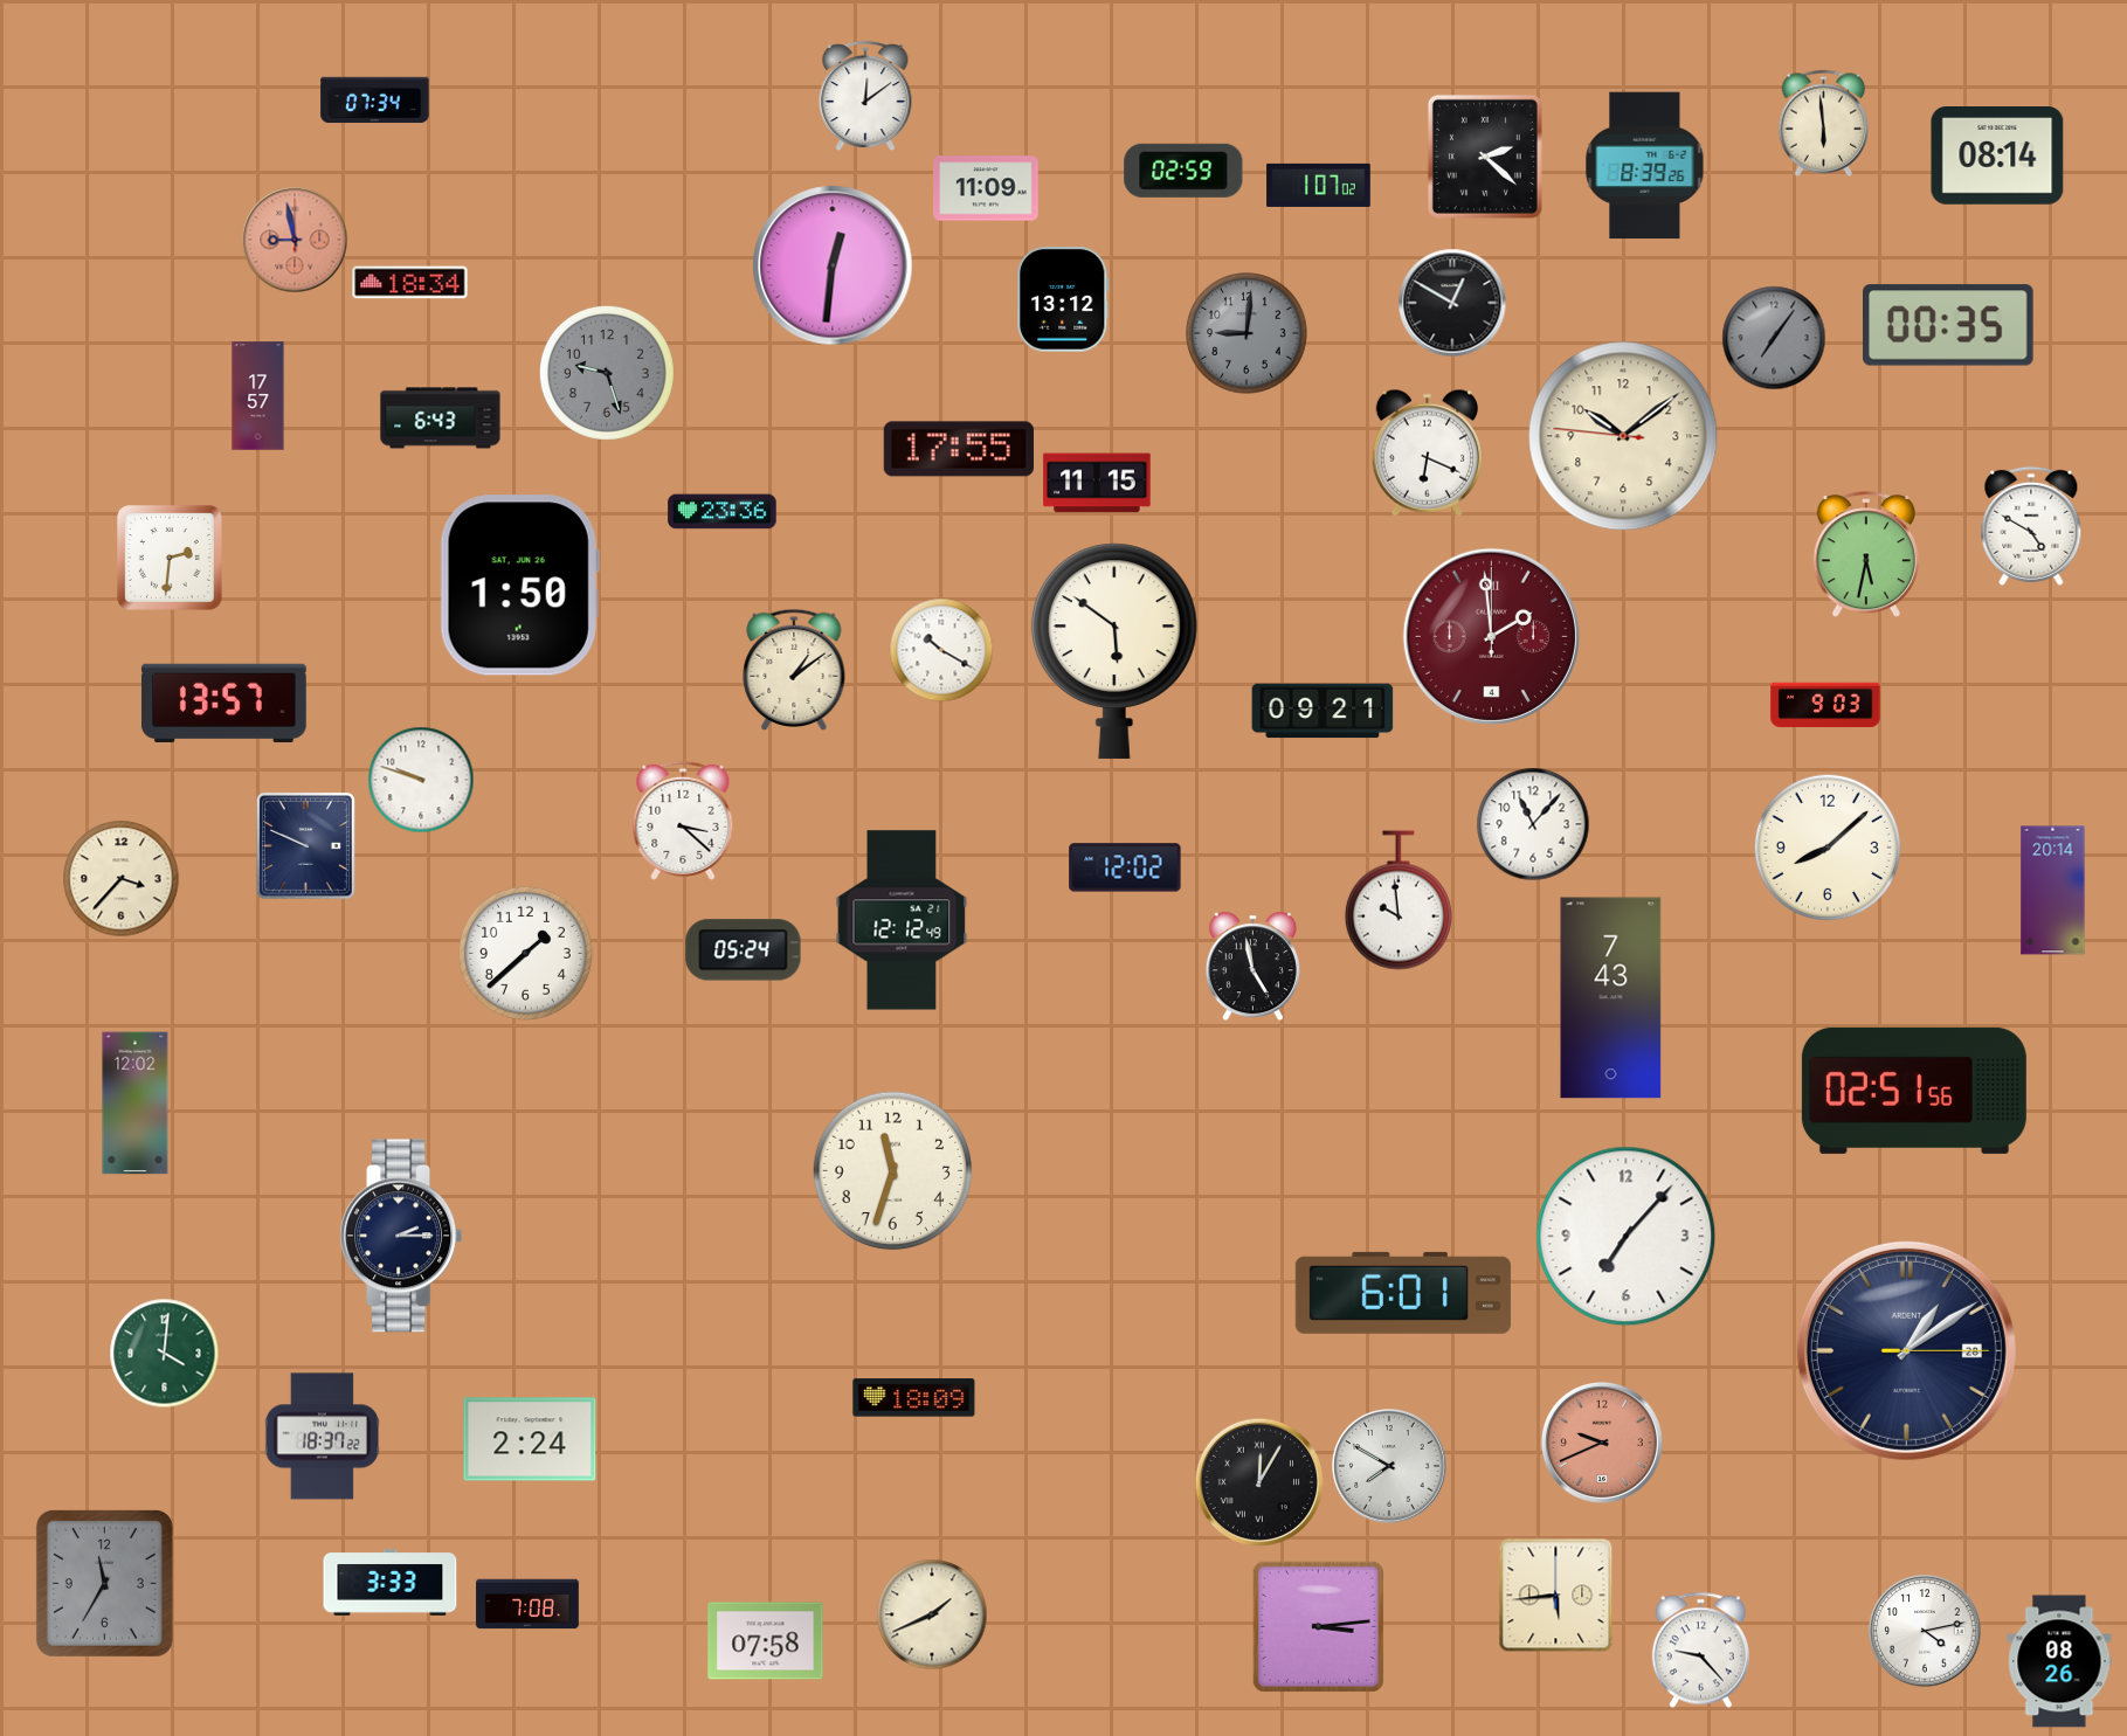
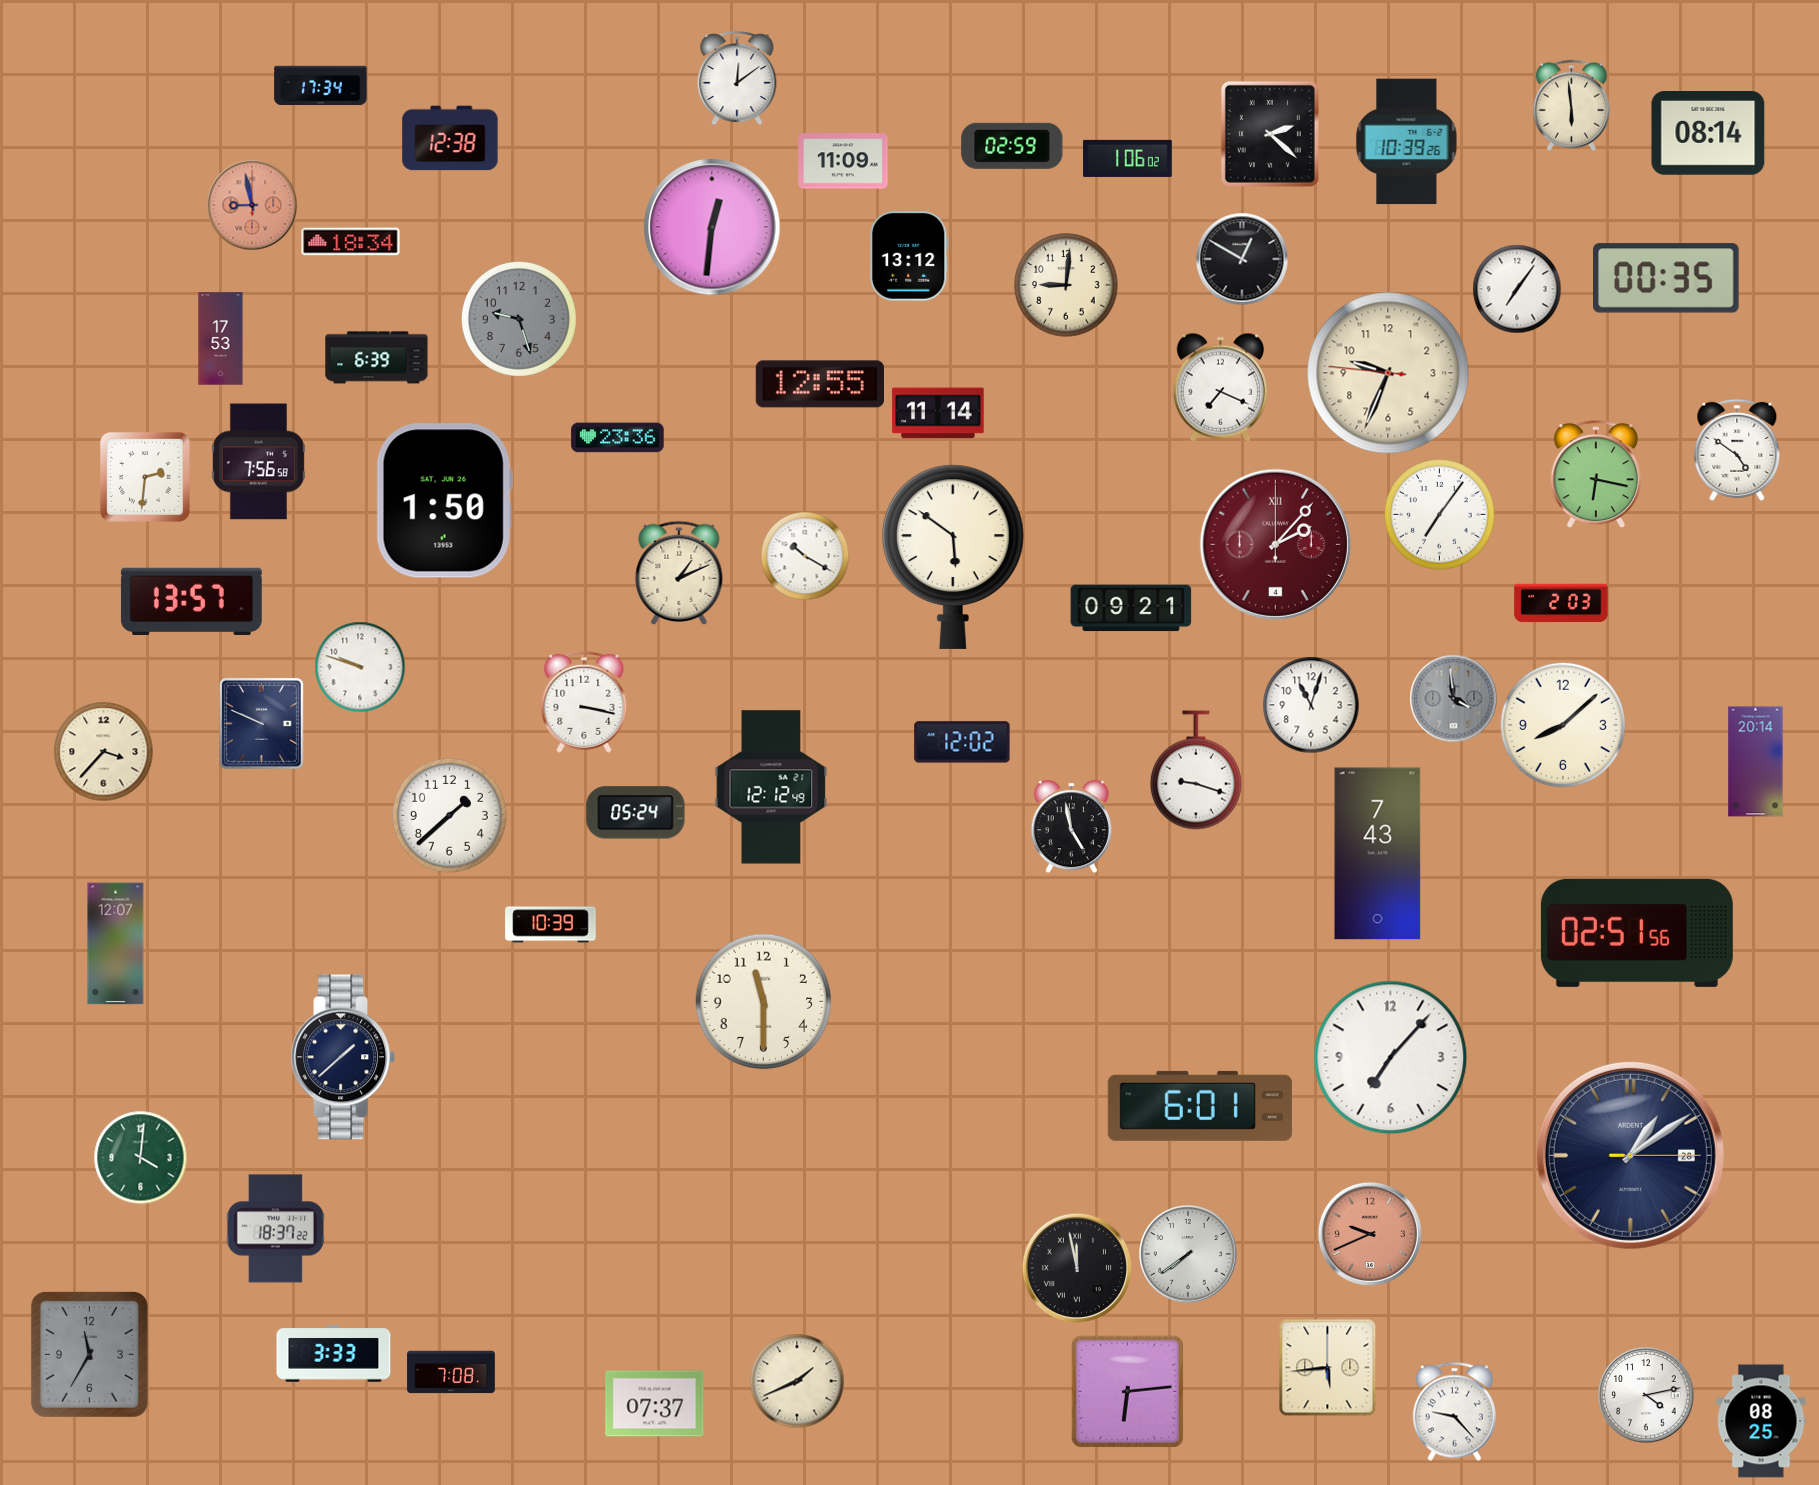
clock at (865, 97) position: (865, 97) -> (737, 79)
clock at (375, 101): 07:34 -> 17:34
clock at (1824, 123) position: (1824, 123) -> (1572, 105)
clock at (450, 138): none -> 12:38
clock at (1645, 166): 8:39 -> 10:39
clock at (1319, 185): 1:07 -> 1:06
clock at (1246, 333) dial: grey -> cream
clock at (1774, 338) dial: grey -> white
clock at (258, 396): 17:57 -> 17:53
clock at (441, 419): 6:43 -> 6:39
clock at (1623, 436): 10:08 -> 9:33
clock at (959, 449): 17:55 -> 12:55
clock at (1427, 452): 6:19 -> 7:19
clock at (1097, 483): 11:15 -> 11:14
clock at (2031, 526): 4:50 -> 4:51
clock at (258, 462): none -> 7:56
clock at (1866, 554): 5:32 -> 6:17
clock at (1440, 515): none -> 7:06
clock at (1491, 636): 1:59 -> 2:07
clock at (794, 670): 1:09 -> 1:11
clock at (1825, 705): 9:03 -> 2:03
clock at (1453, 698): none -> 3:59
clock at (683, 821): 3:22 -> 3:17
clock at (1533, 824): 11:07 -> 11:03
clock at (1399, 900): 9:59 -> 9:18
clock at (551, 925): none -> 10:39
clock at (136, 1104): 12:02 -> 12:07
clock at (893, 1171): 11:33 -> 11:30
clock at (401, 1236): 2:15 -> 1:38
clock at (914, 1398): 18:09 -> none
clock at (530, 1439): 2:24 -> none
clock at (1389, 1466): 7:50 -> 7:39
clock at (1259, 1482): 12:05 -> 11:58
clock at (1555, 1595) position: (1555, 1595) -> (1327, 1367)
clock at (1318, 1626): 3:14 -> 6:14
clock at (766, 1641): 07:58 -> 07:37
clock at (2059, 1661): 08:26 -> 08:25
